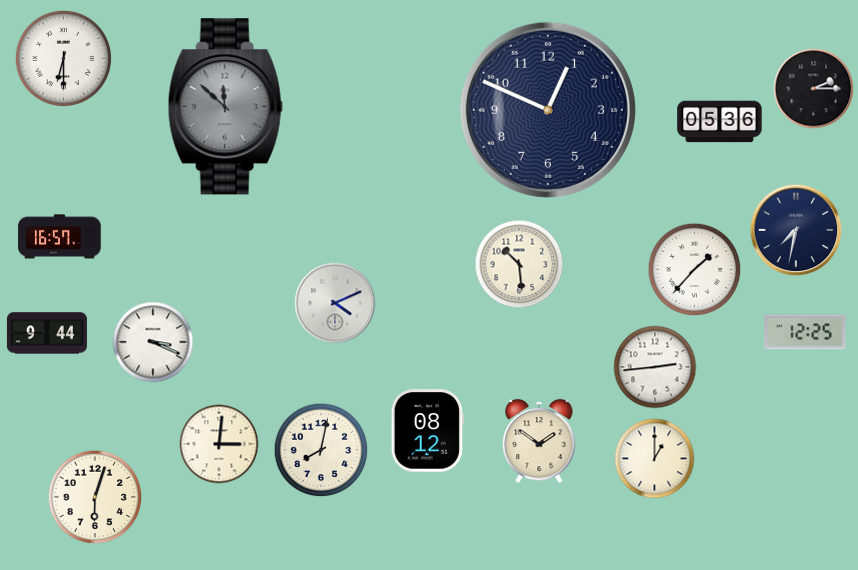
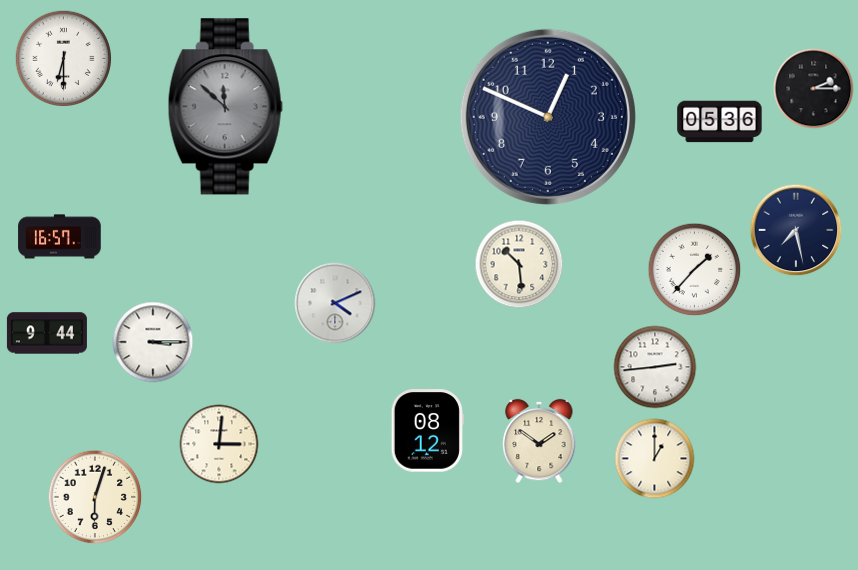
clock at (548, 110) position: (548, 110) -> (548, 117)
clock at (796, 230): 7:32 -> 7:28
clock at (806, 332): 12:25 -> none
clock at (153, 342): 3:19 -> 3:15
clock at (321, 450): 8:02 -> none
